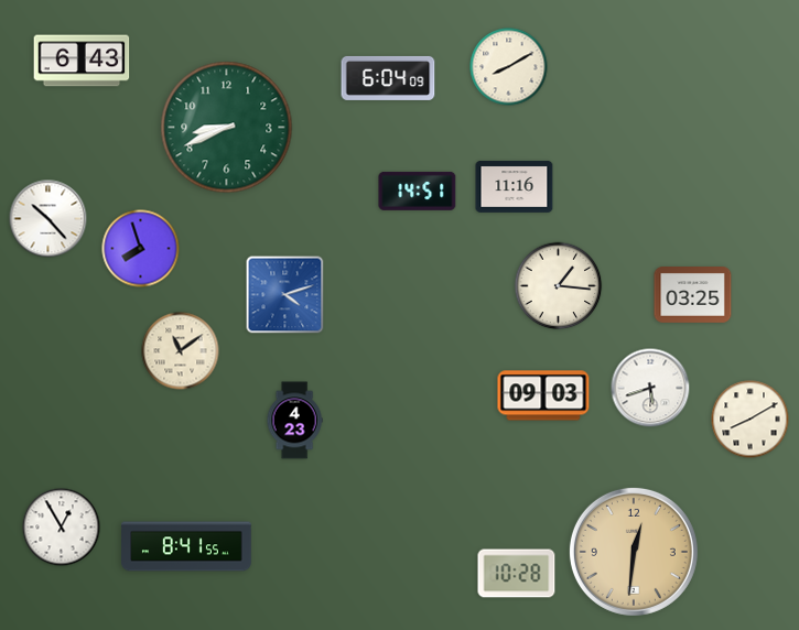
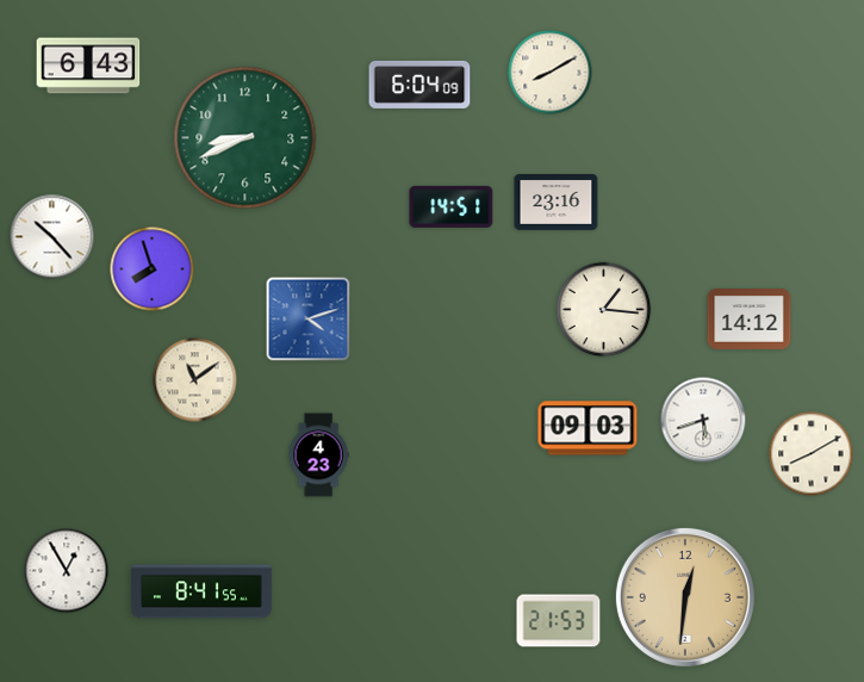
clock at (515, 187): 11:16 -> 23:16
clock at (693, 295): 03:25 -> 14:12
clock at (517, 574): 10:28 -> 21:53
